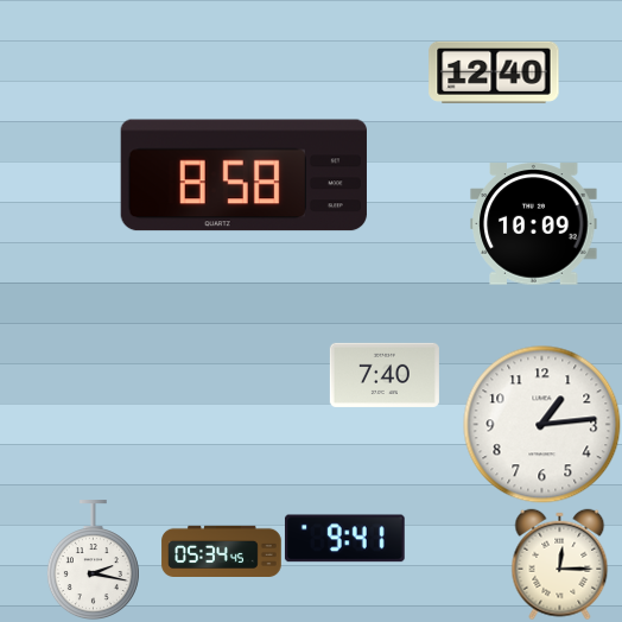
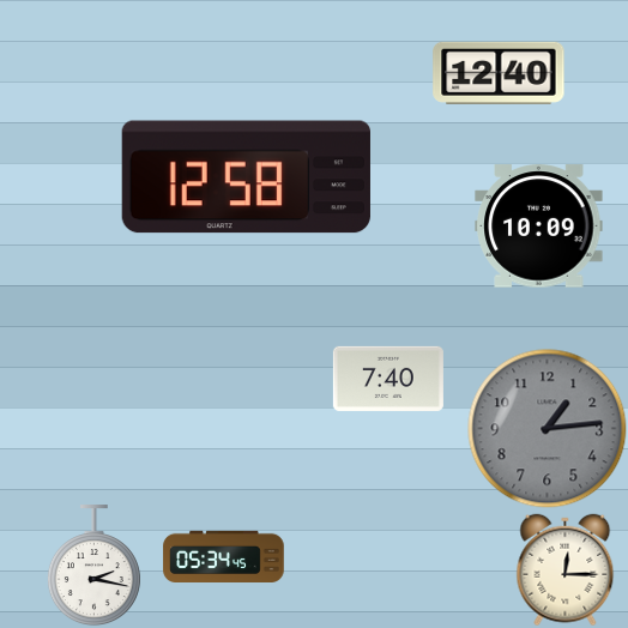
clock at (243, 176): 8:58 -> 12:58
clock at (542, 425) dial: white -> grey
clock at (344, 539): 9:41 -> none
